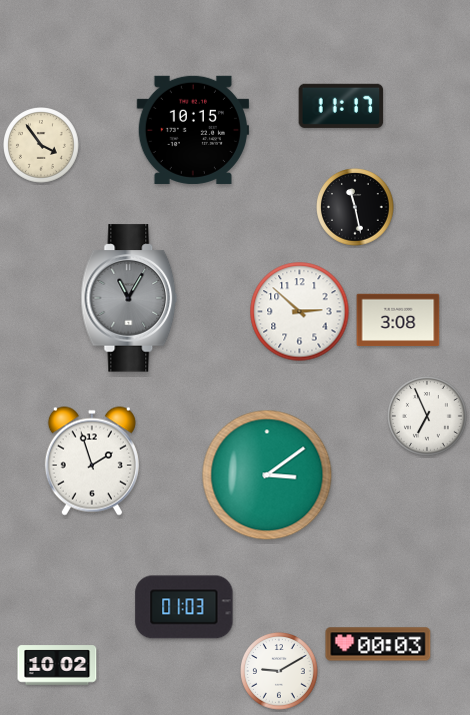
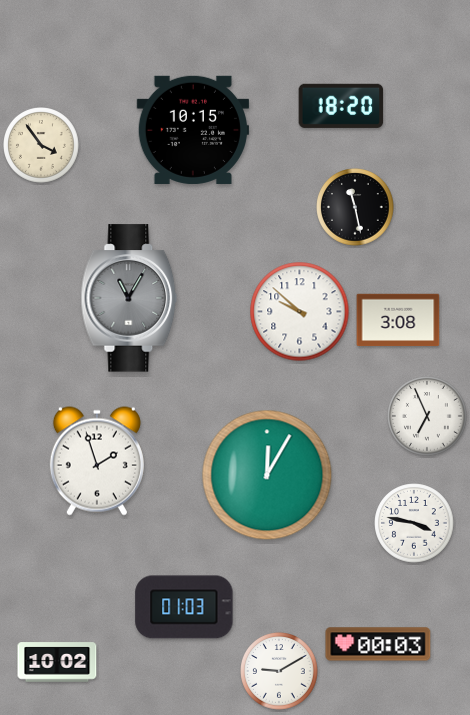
clock at (341, 106): 11:17 -> 18:20
clock at (300, 312): 2:52 -> 9:52
clock at (92, 461) position: (92, 461) -> (97, 461)
clock at (267, 475): 3:09 -> 12:05
clock at (414, 523): none -> 3:47
clock at (57, 665) position: (57, 665) -> (57, 662)
